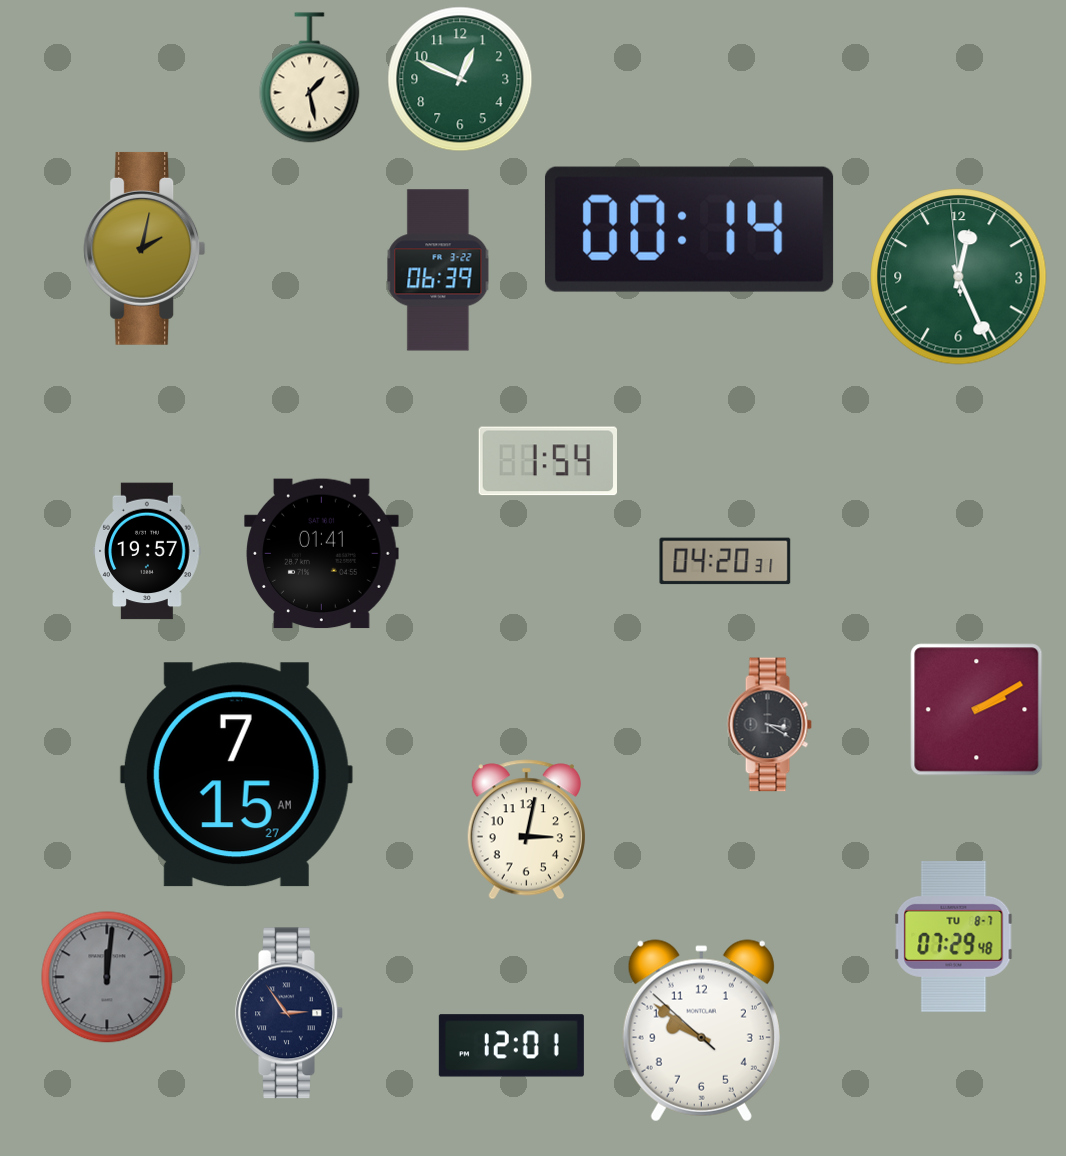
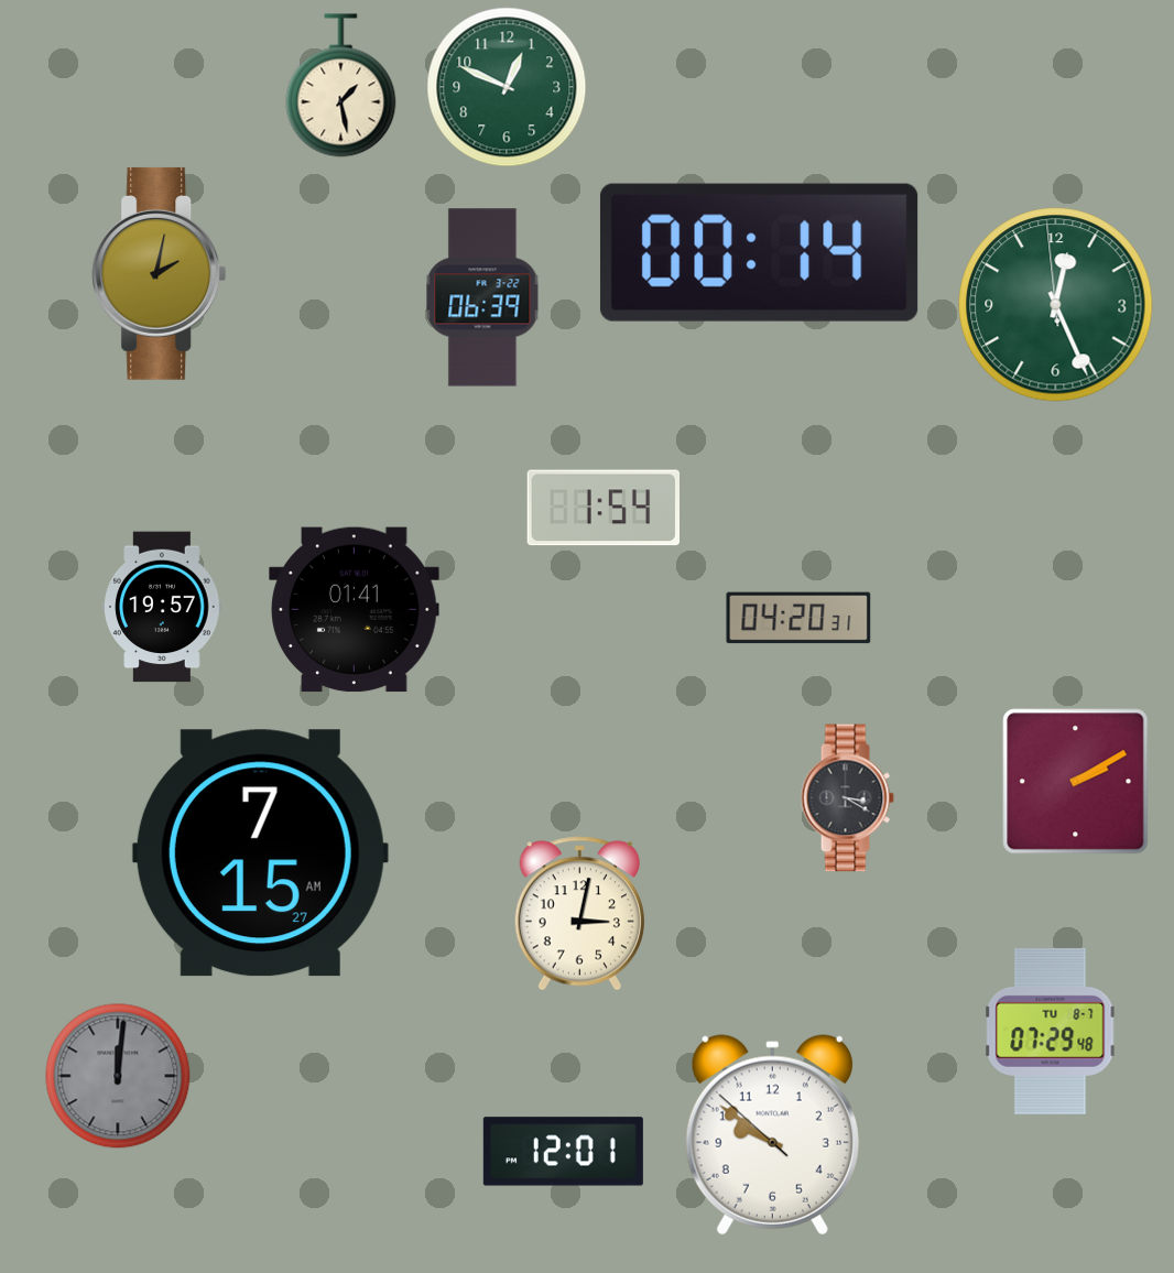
clock at (289, 1013): 2:54 -> none
